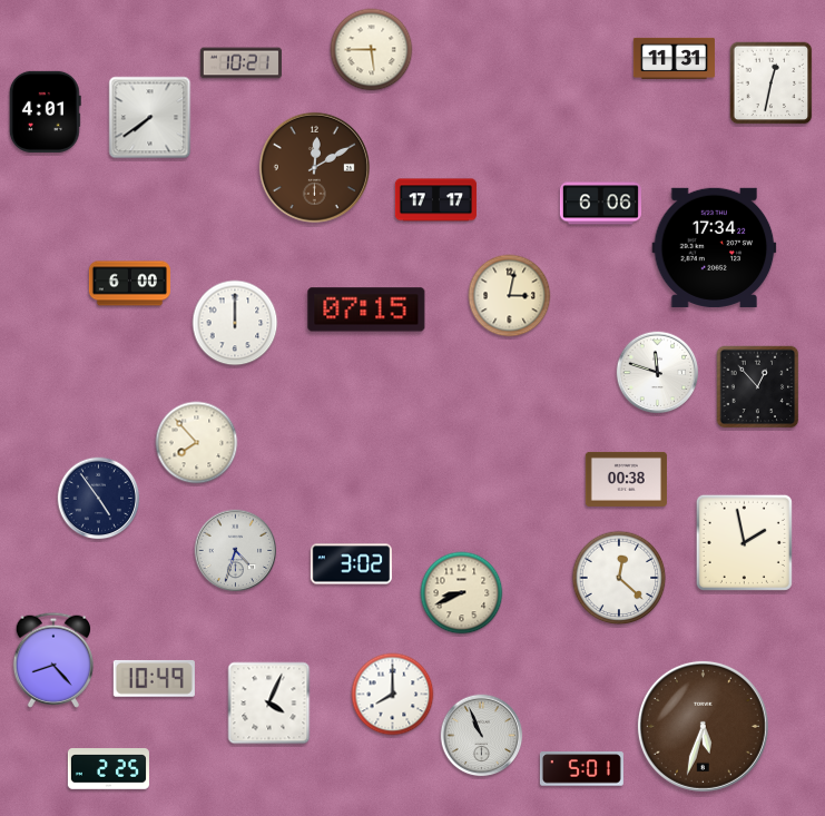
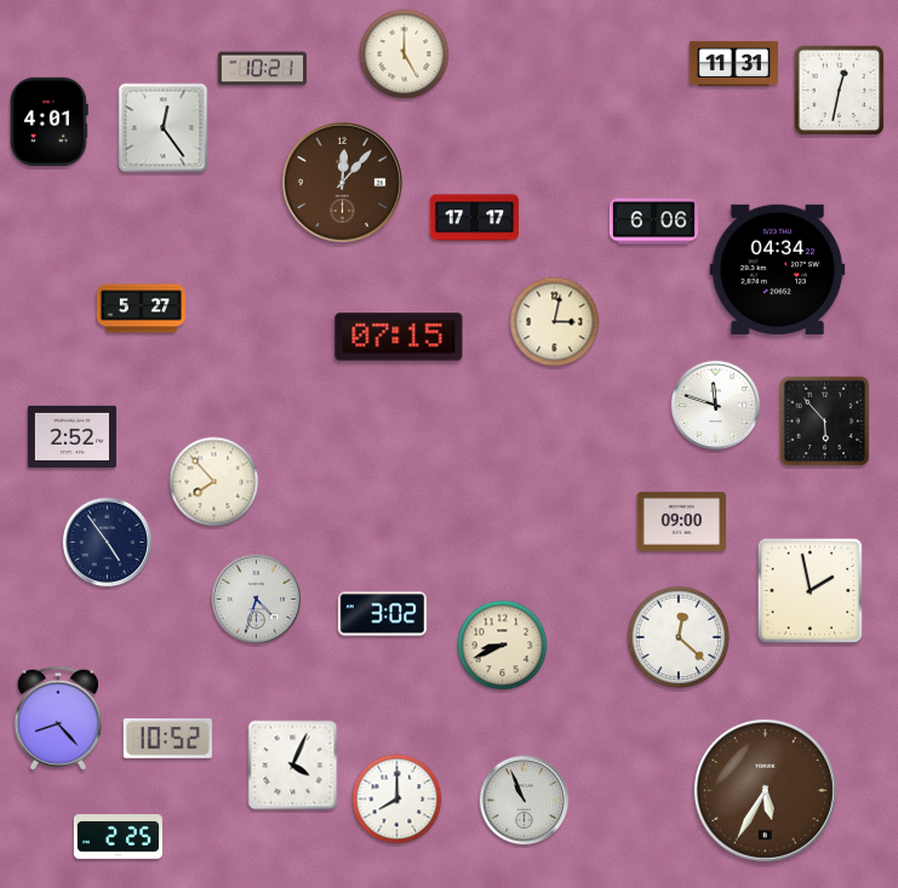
clock at (372, 50): 5:45 -> 5:00
clock at (150, 118): 7:39 -> 12:24
clock at (314, 167): 12:10 -> 12:07
clock at (715, 247): 17:34 -> 04:34
clock at (129, 284): 6:00 -> 5:27
clock at (235, 323): 12:00 -> none
clock at (758, 387): 12:53 -> 5:53
clock at (72, 436): none -> 2:52
clock at (626, 479): 00:38 -> 09:00
clock at (619, 578) position: (619, 578) -> (679, 637)
clock at (154, 679): 10:49 -> 10:52
clock at (393, 695) position: (393, 695) -> (397, 800)
clock at (703, 726): 5:33 -> 5:35
clock at (581, 769): 5:01 -> none
